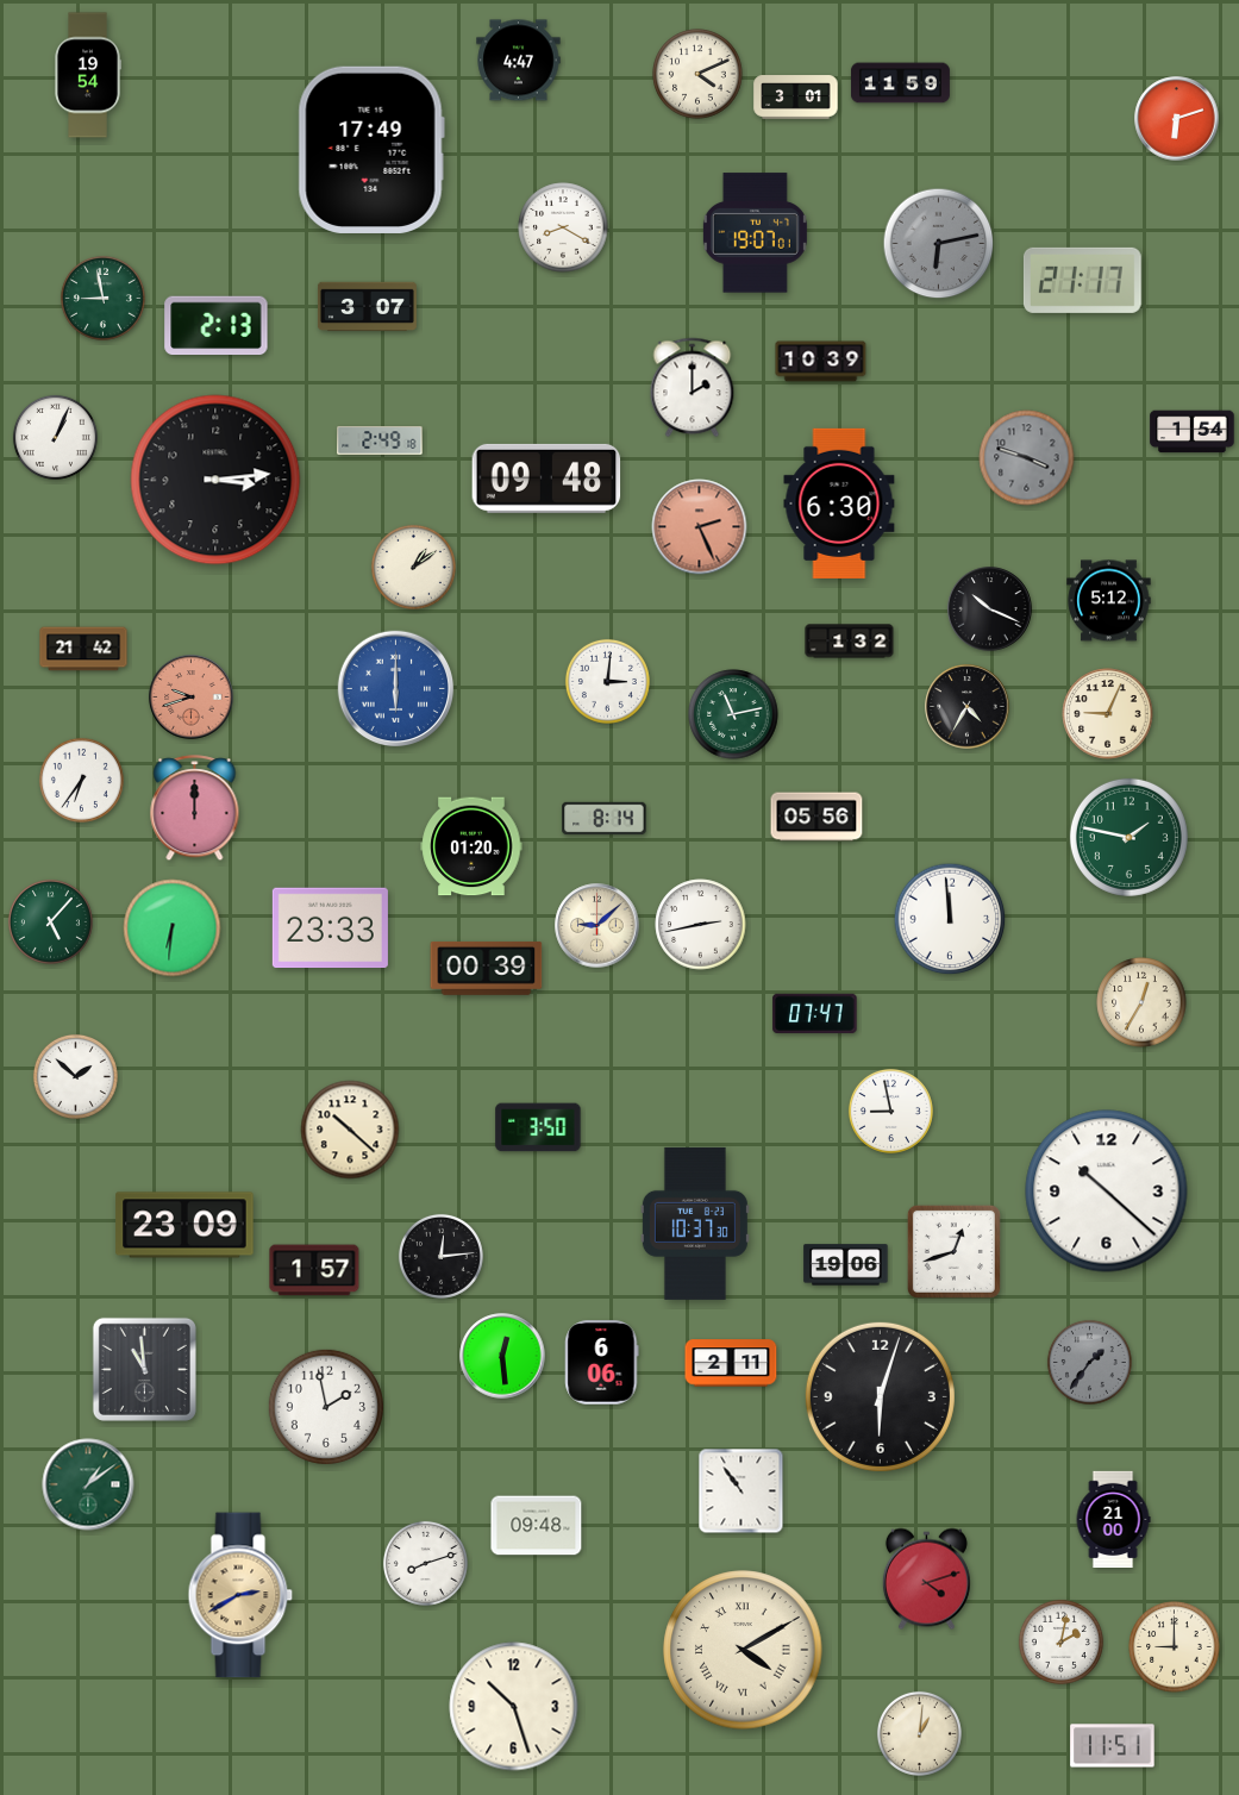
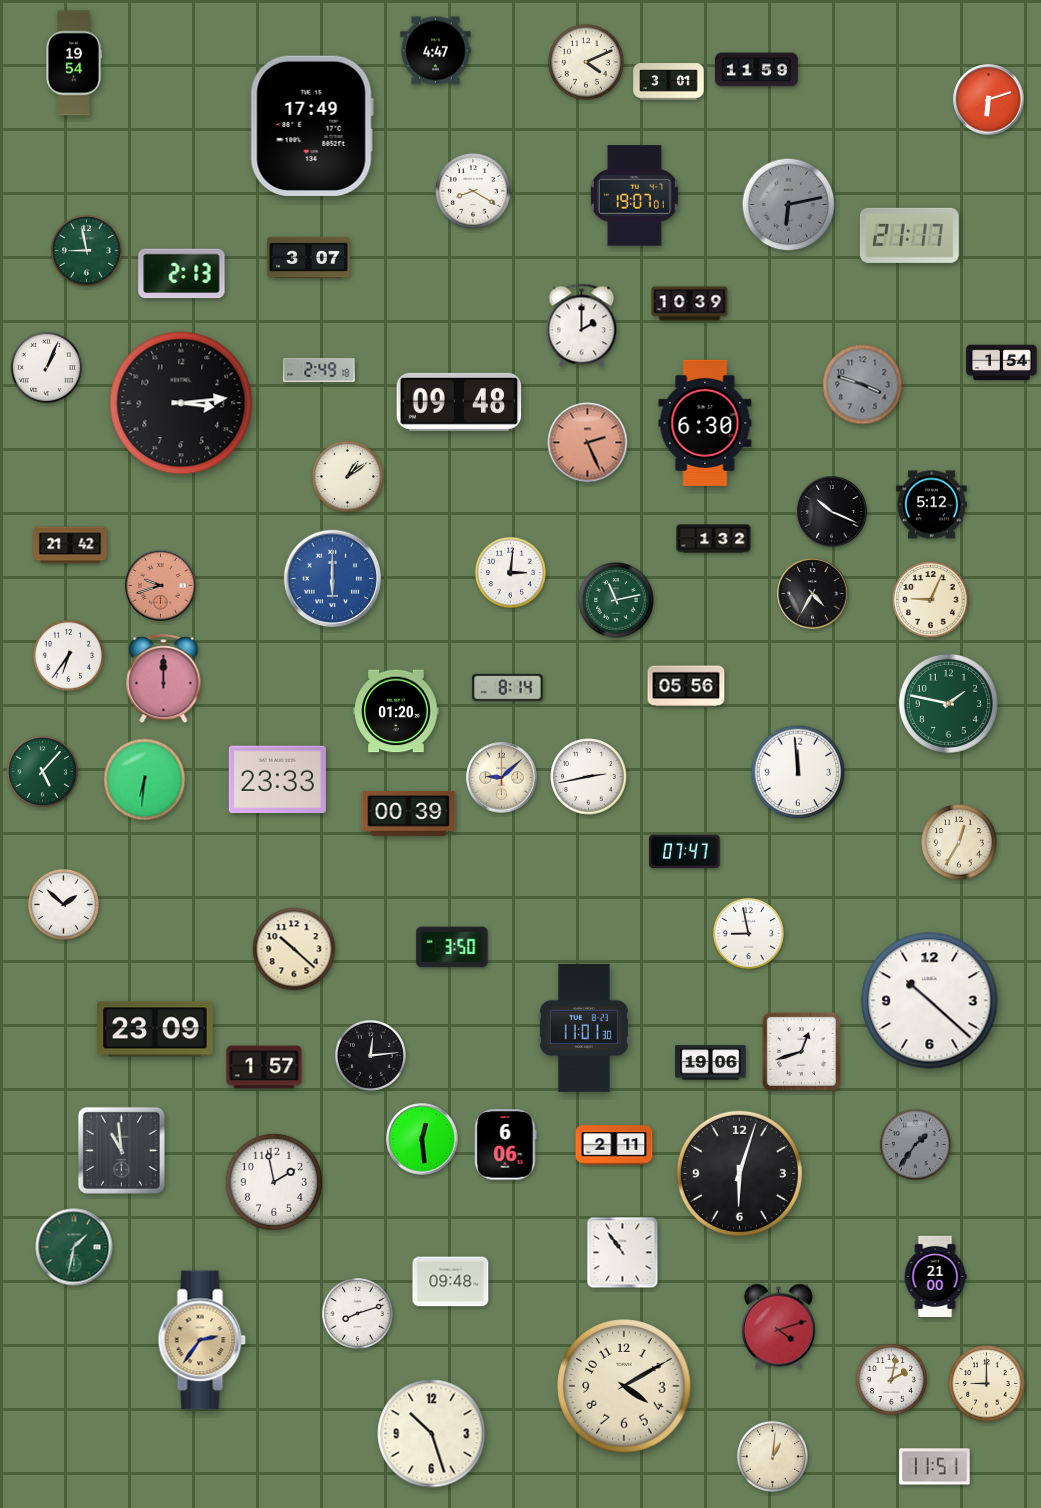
clock at (50, 921) position: (50, 921) -> (42, 771)
clock at (695, 1224): 10:37 -> 11:01
clock at (88, 1484): 1:09 -> 1:32
clock at (240, 1595): 2:40 -> 2:36
clock at (743, 1650) numerals: Roman -> Arabic
